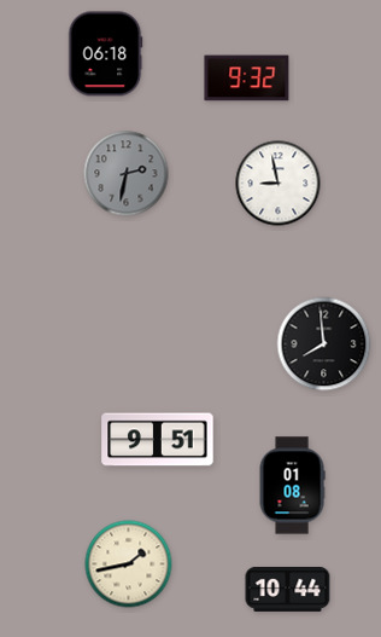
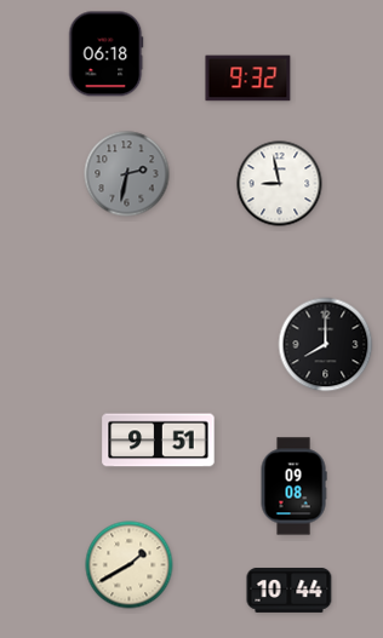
clock at (324, 344): 7:59 -> 8:00
clock at (292, 486): 01:08 -> 09:08
clock at (129, 564): 1:43 -> 1:40
